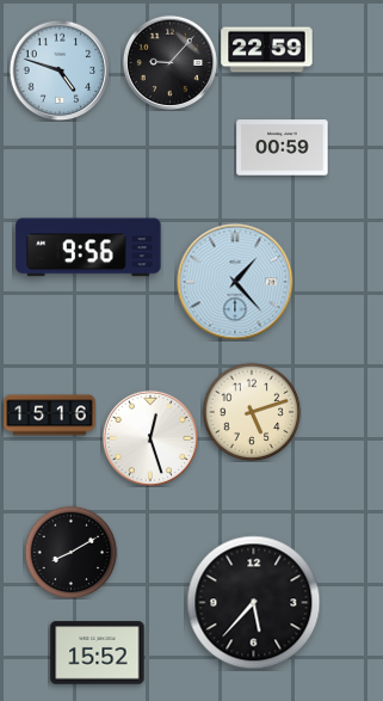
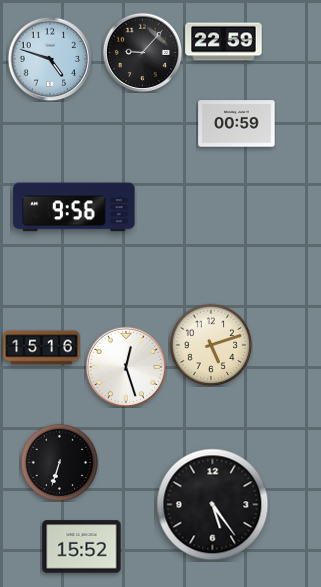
clock at (235, 282): 1:23 -> none
clock at (70, 552): 8:10 -> 6:33
clock at (254, 603): 5:37 -> 5:24
